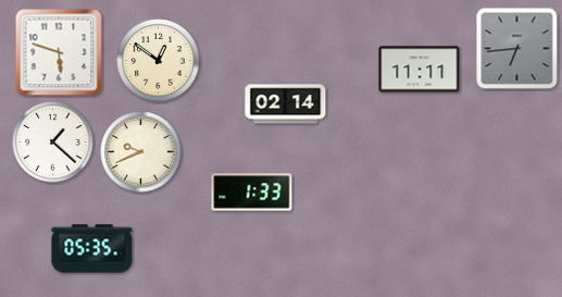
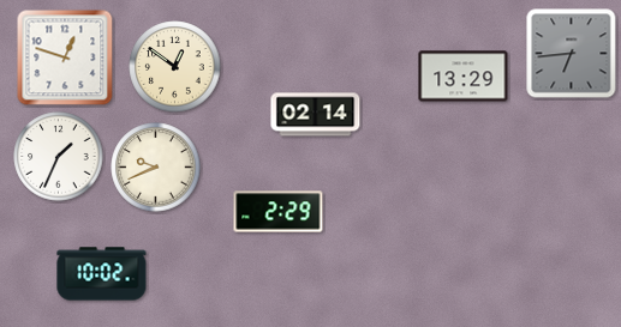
clock at (59, 52): 5:48 -> 12:48
clock at (420, 70): 11:11 -> 13:29
clock at (53, 143): 1:22 -> 1:34
clock at (252, 193): 1:33 -> 2:29
clock at (92, 249): 05:35 -> 10:02
